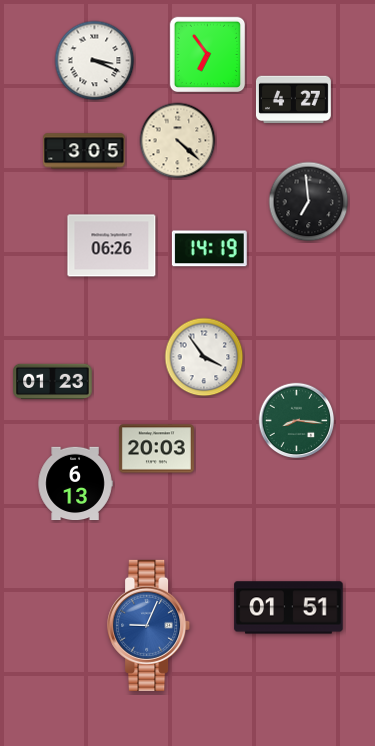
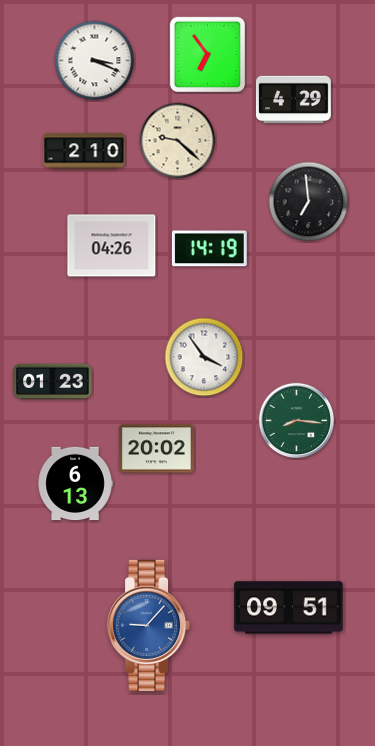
clock at (293, 100): 4:27 -> 4:29
clock at (178, 141): 4:22 -> 9:22
clock at (84, 151): 3:05 -> 2:10
clock at (112, 246): 06:26 -> 04:26
clock at (156, 449): 20:03 -> 20:02
clock at (289, 608): 01:51 -> 09:51
clock at (149, 625): 9:04 -> 9:07
